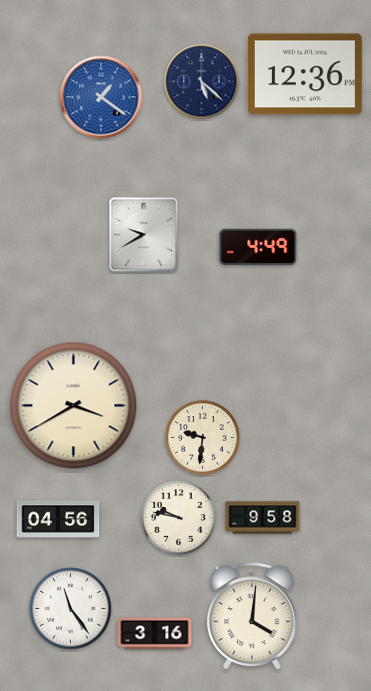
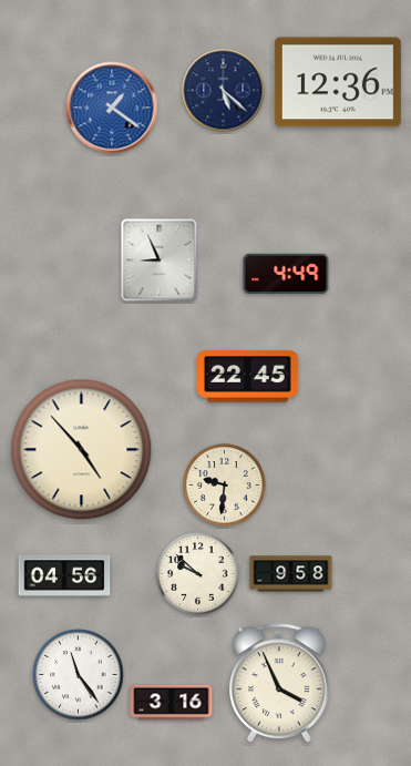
clock at (144, 235): 9:40 -> 8:56
clock at (248, 377): none -> 22:45
clock at (74, 406): 3:40 -> 4:53
clock at (179, 518): 9:47 -> 9:52
clock at (253, 617): 4:01 -> 3:56
